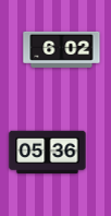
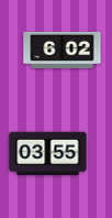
clock at (48, 153): 05:36 -> 03:55
